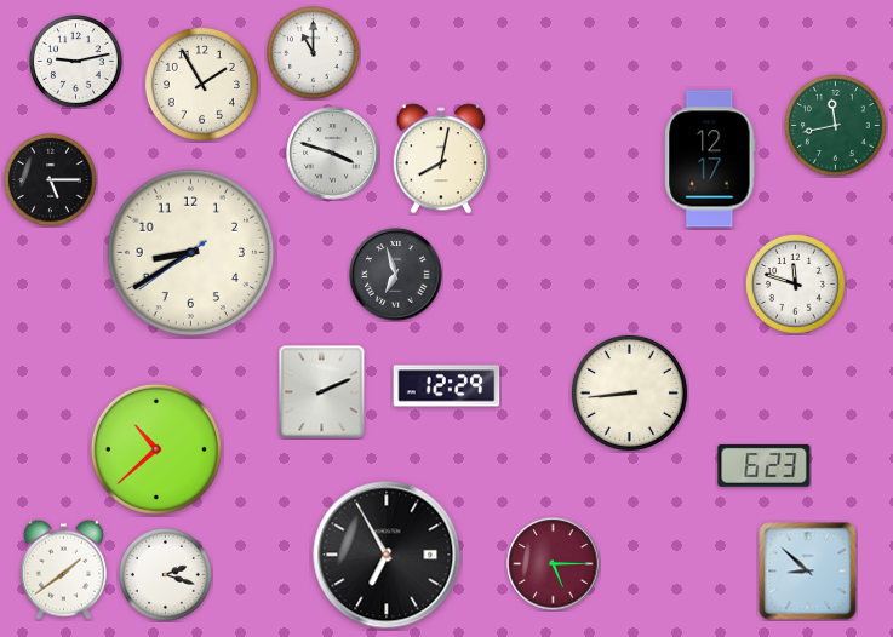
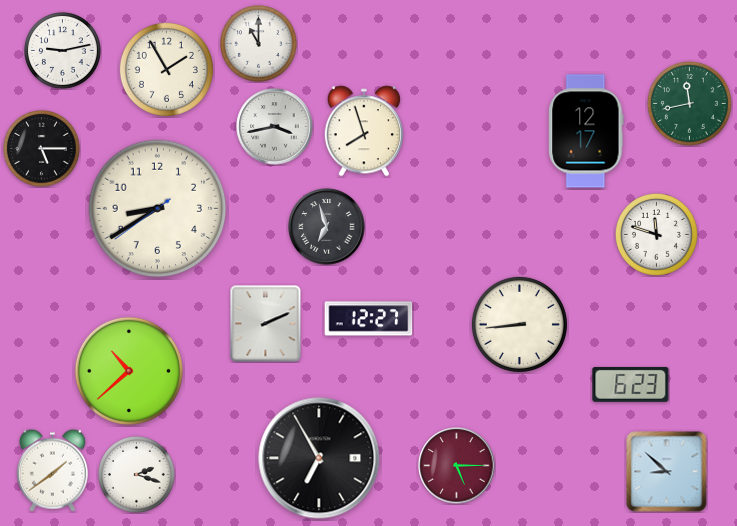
clock at (333, 154): 3:48 -> 3:43
clock at (441, 159): 8:02 -> 7:57
clock at (447, 386): 12:29 -> 12:27
